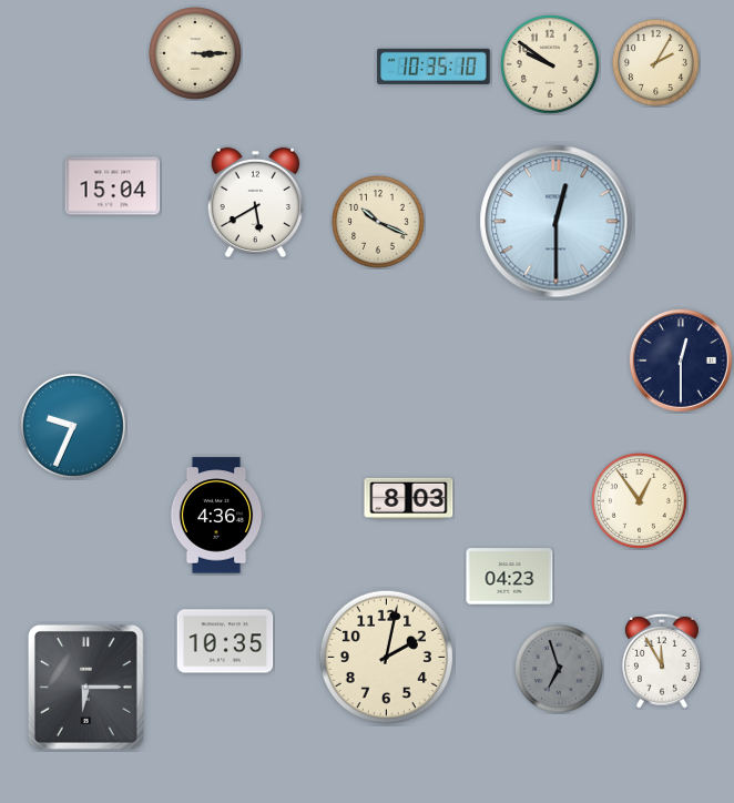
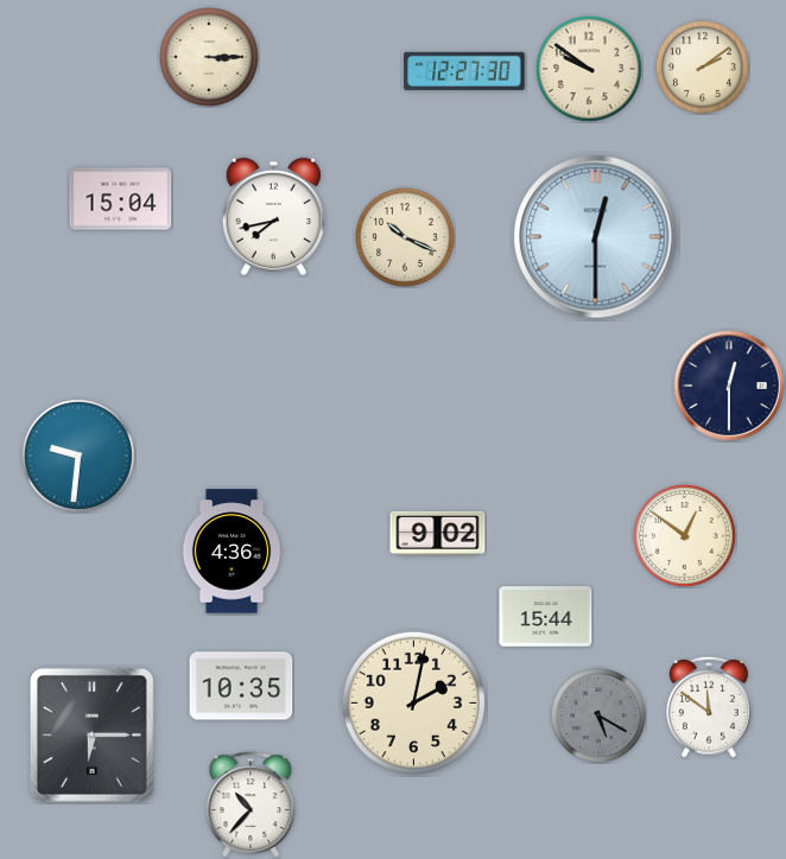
clock at (656, 63): 2:05 -> 2:09
clock at (434, 67): 10:35 -> 12:27
clock at (255, 203): 5:40 -> 7:43
clock at (73, 426): 9:34 -> 9:31
clock at (409, 498): 8:03 -> 9:02
clock at (640, 501): 12:54 -> 12:51
clock at (510, 577): 04:23 -> 15:44
clock at (663, 661): 11:55 -> 11:51
clock at (559, 669): 6:57 -> 5:20
clock at (251, 804): none -> 10:37
